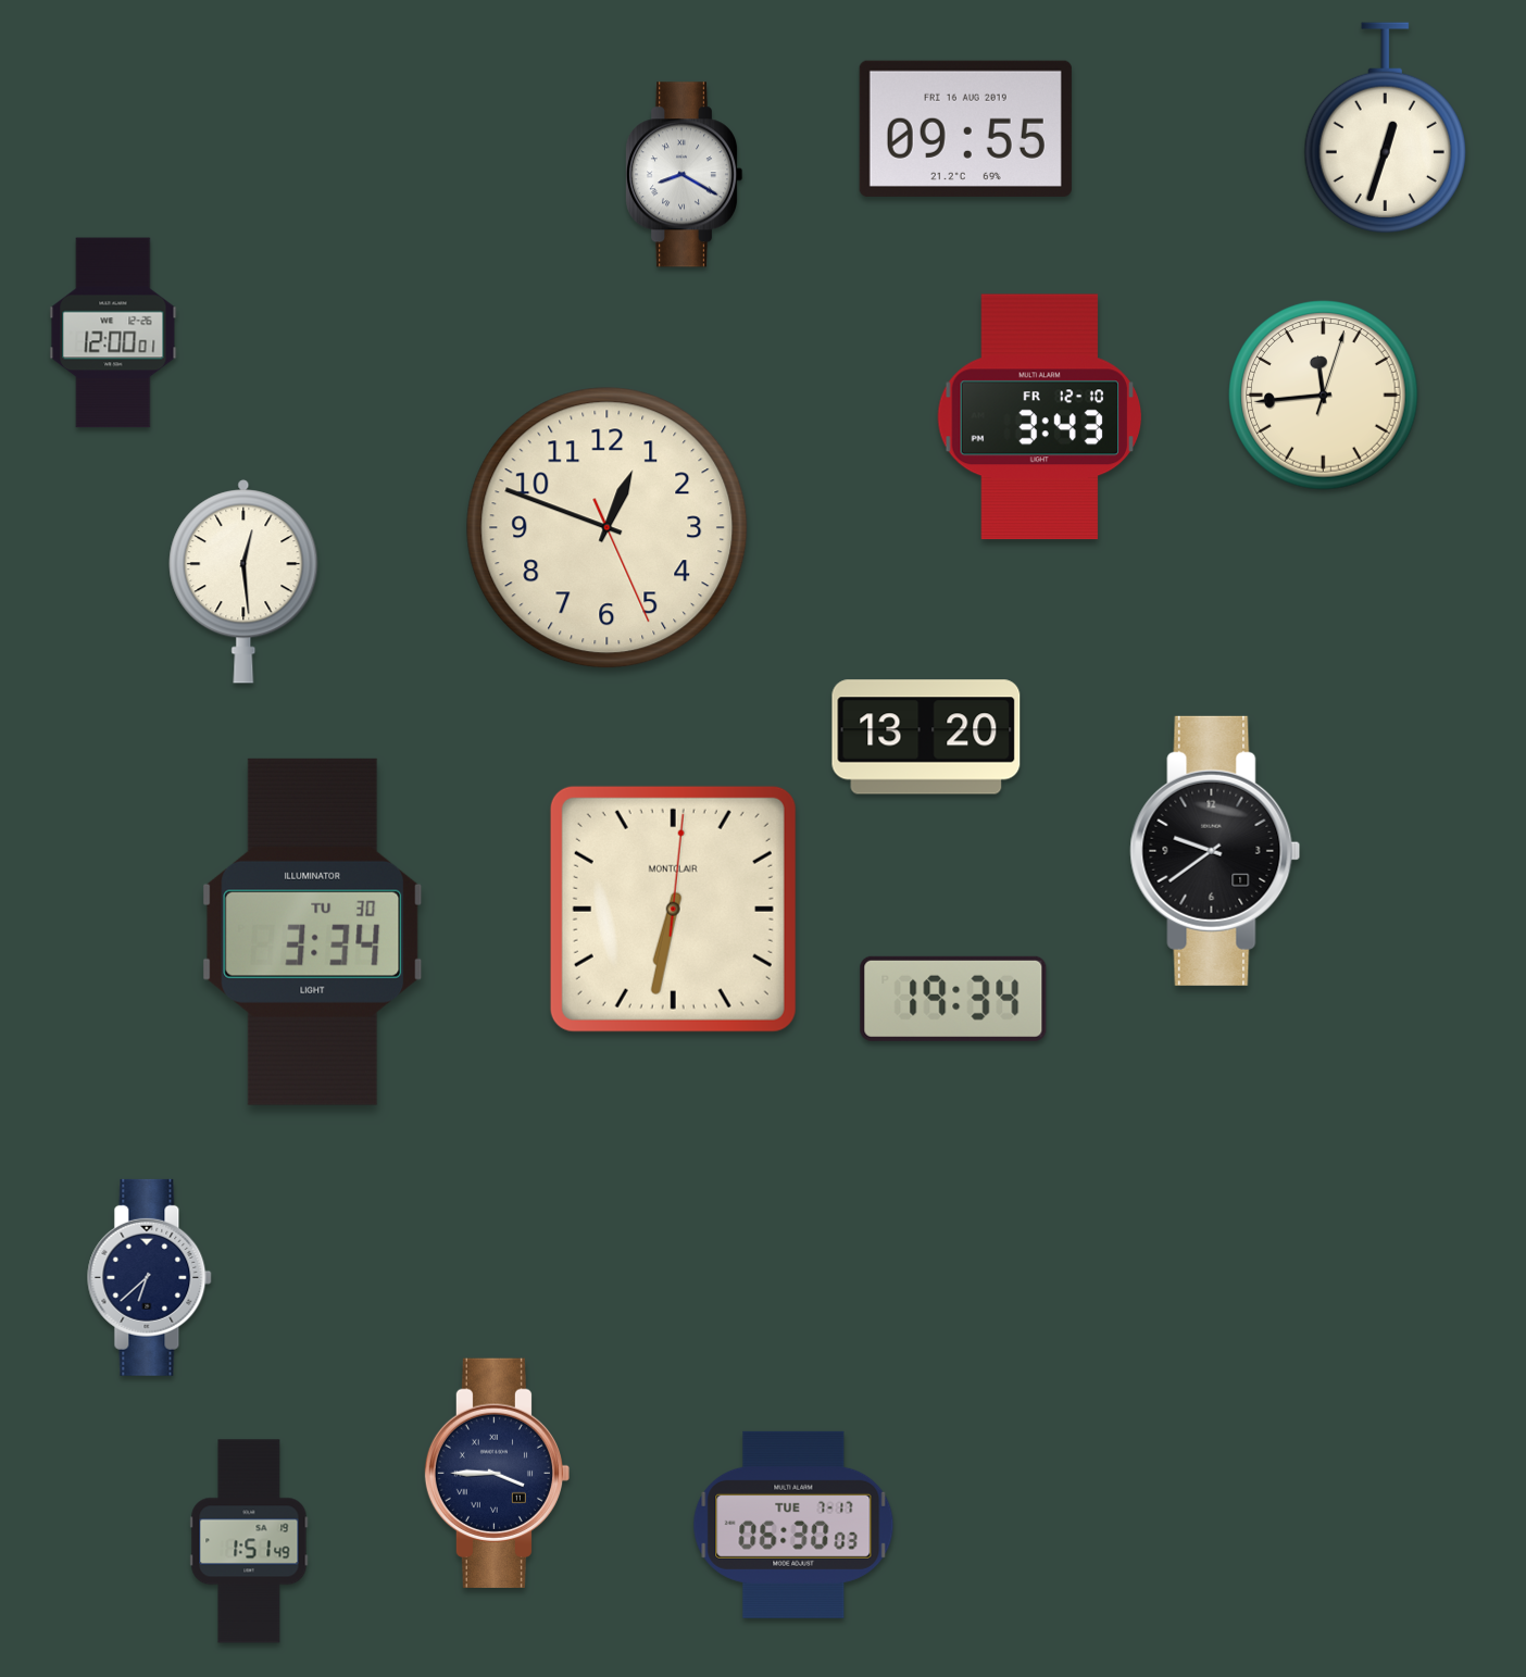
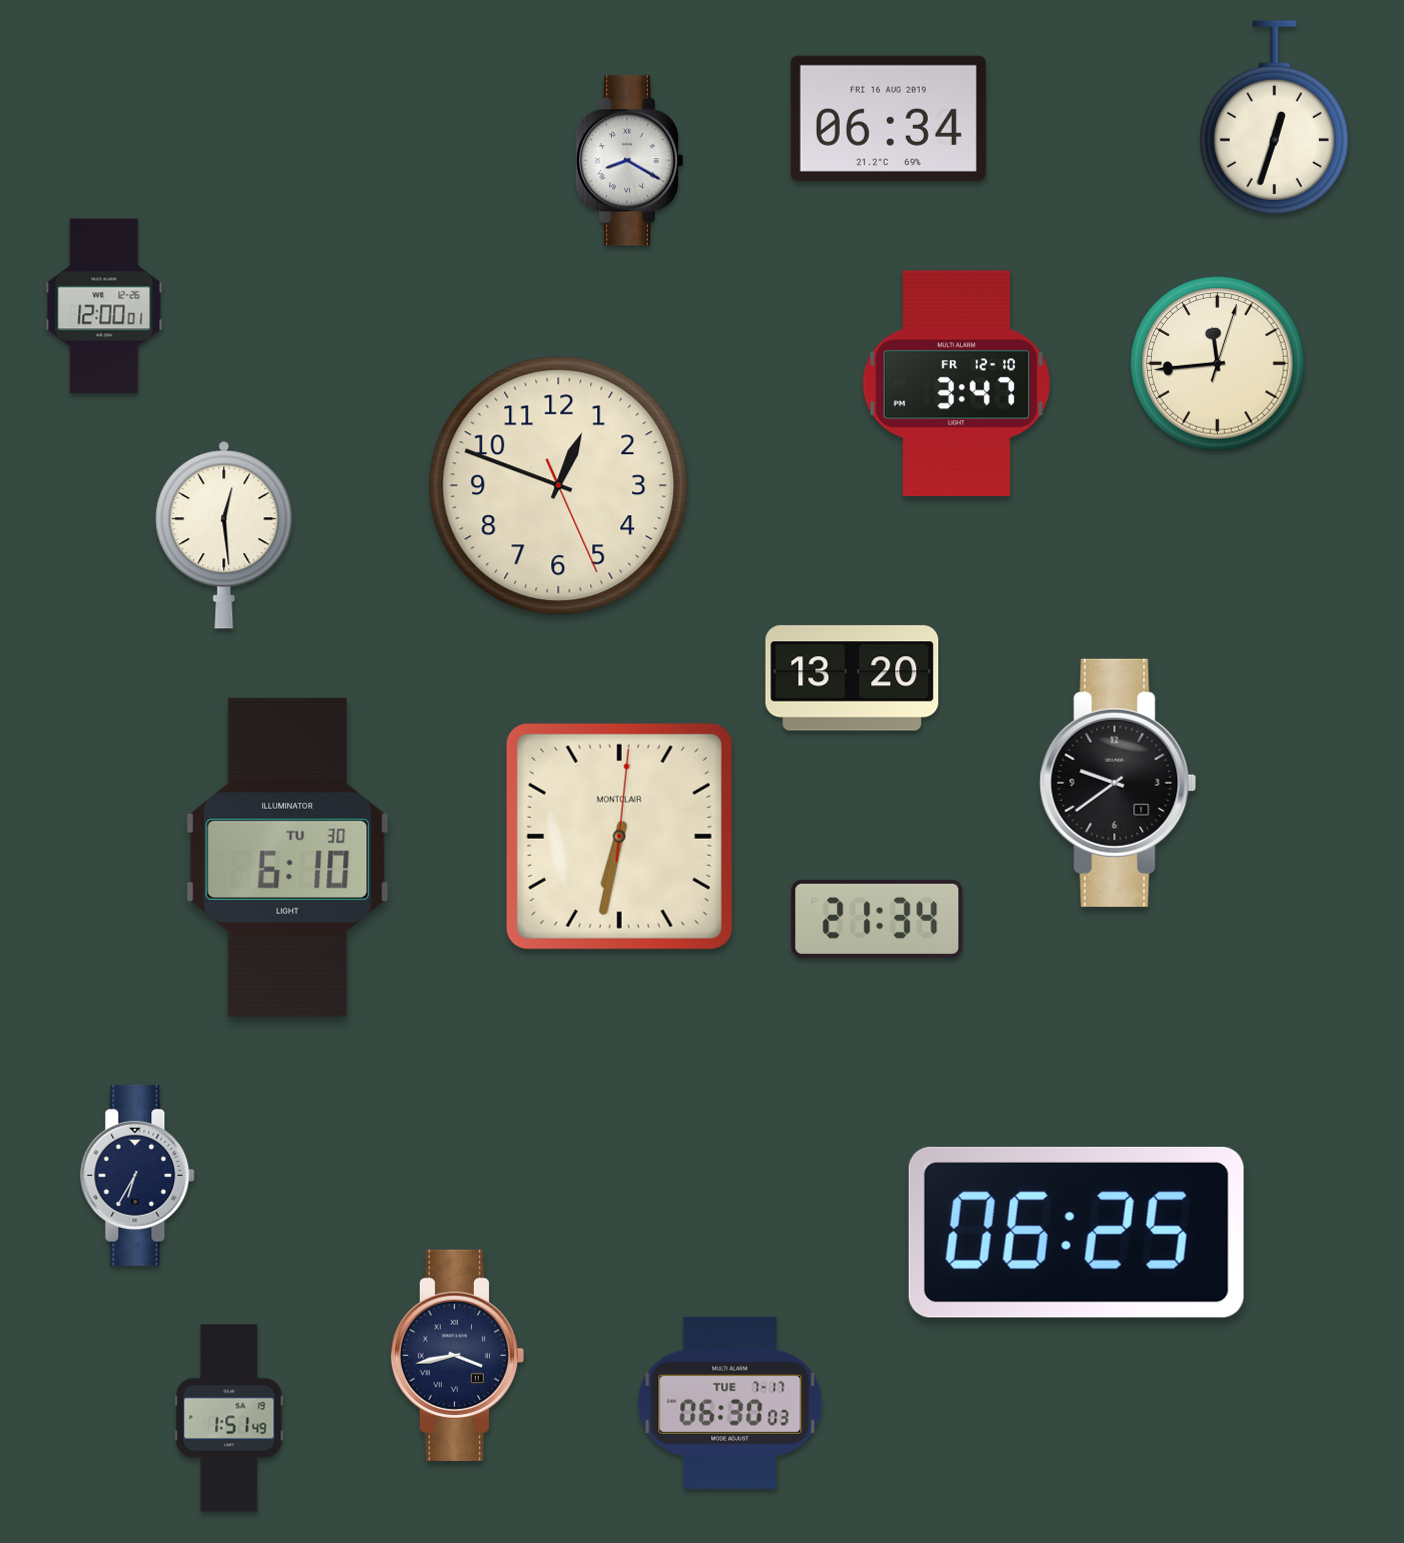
clock at (965, 128): 09:55 -> 06:34
clock at (1040, 417): 3:43 -> 3:47
clock at (313, 931): 3:34 -> 6:10
clock at (953, 999): 19:34 -> 21:34
clock at (150, 1277): 6:38 -> 6:35
clock at (1076, 1232): none -> 06:25
clock at (497, 1473): 3:45 -> 3:43
